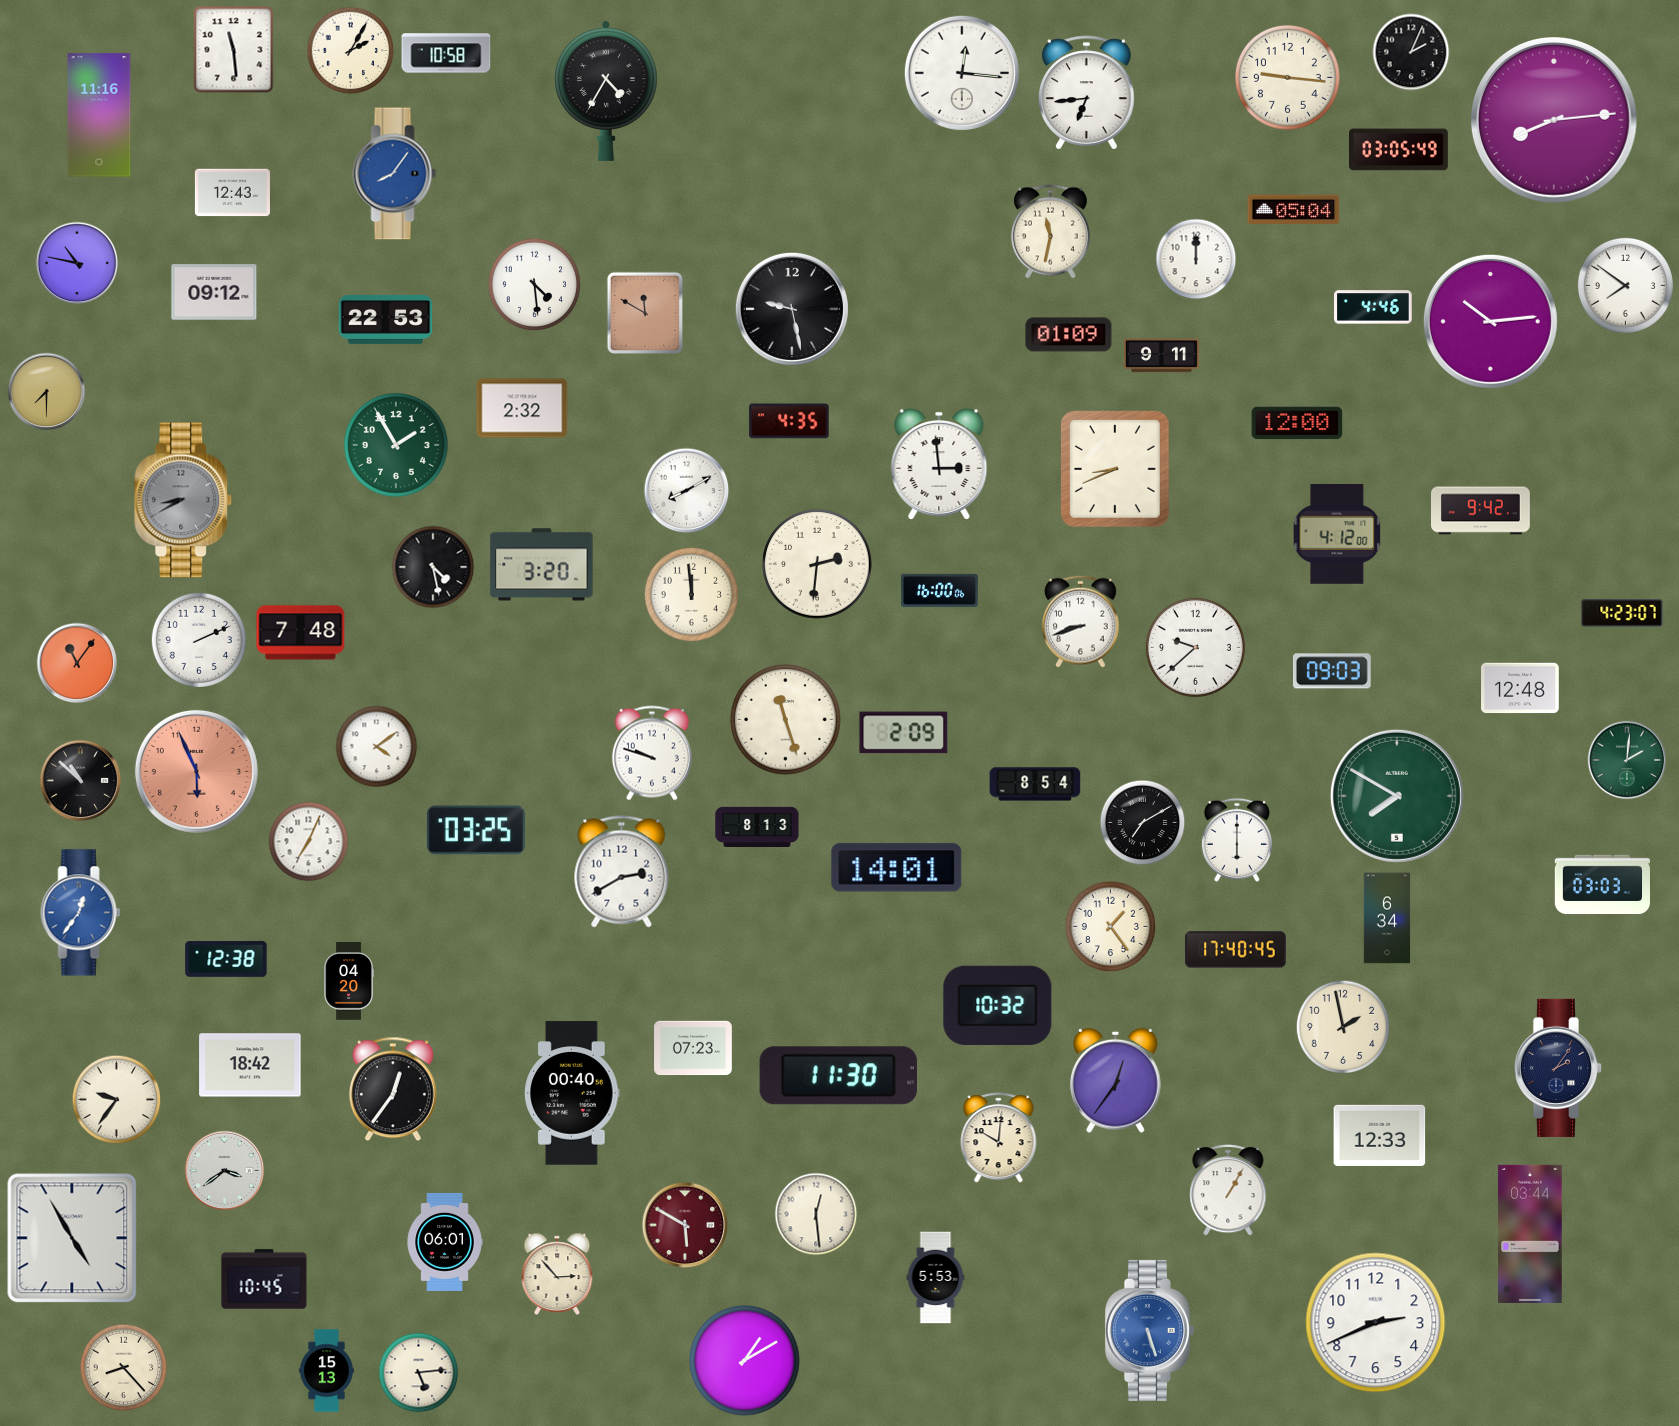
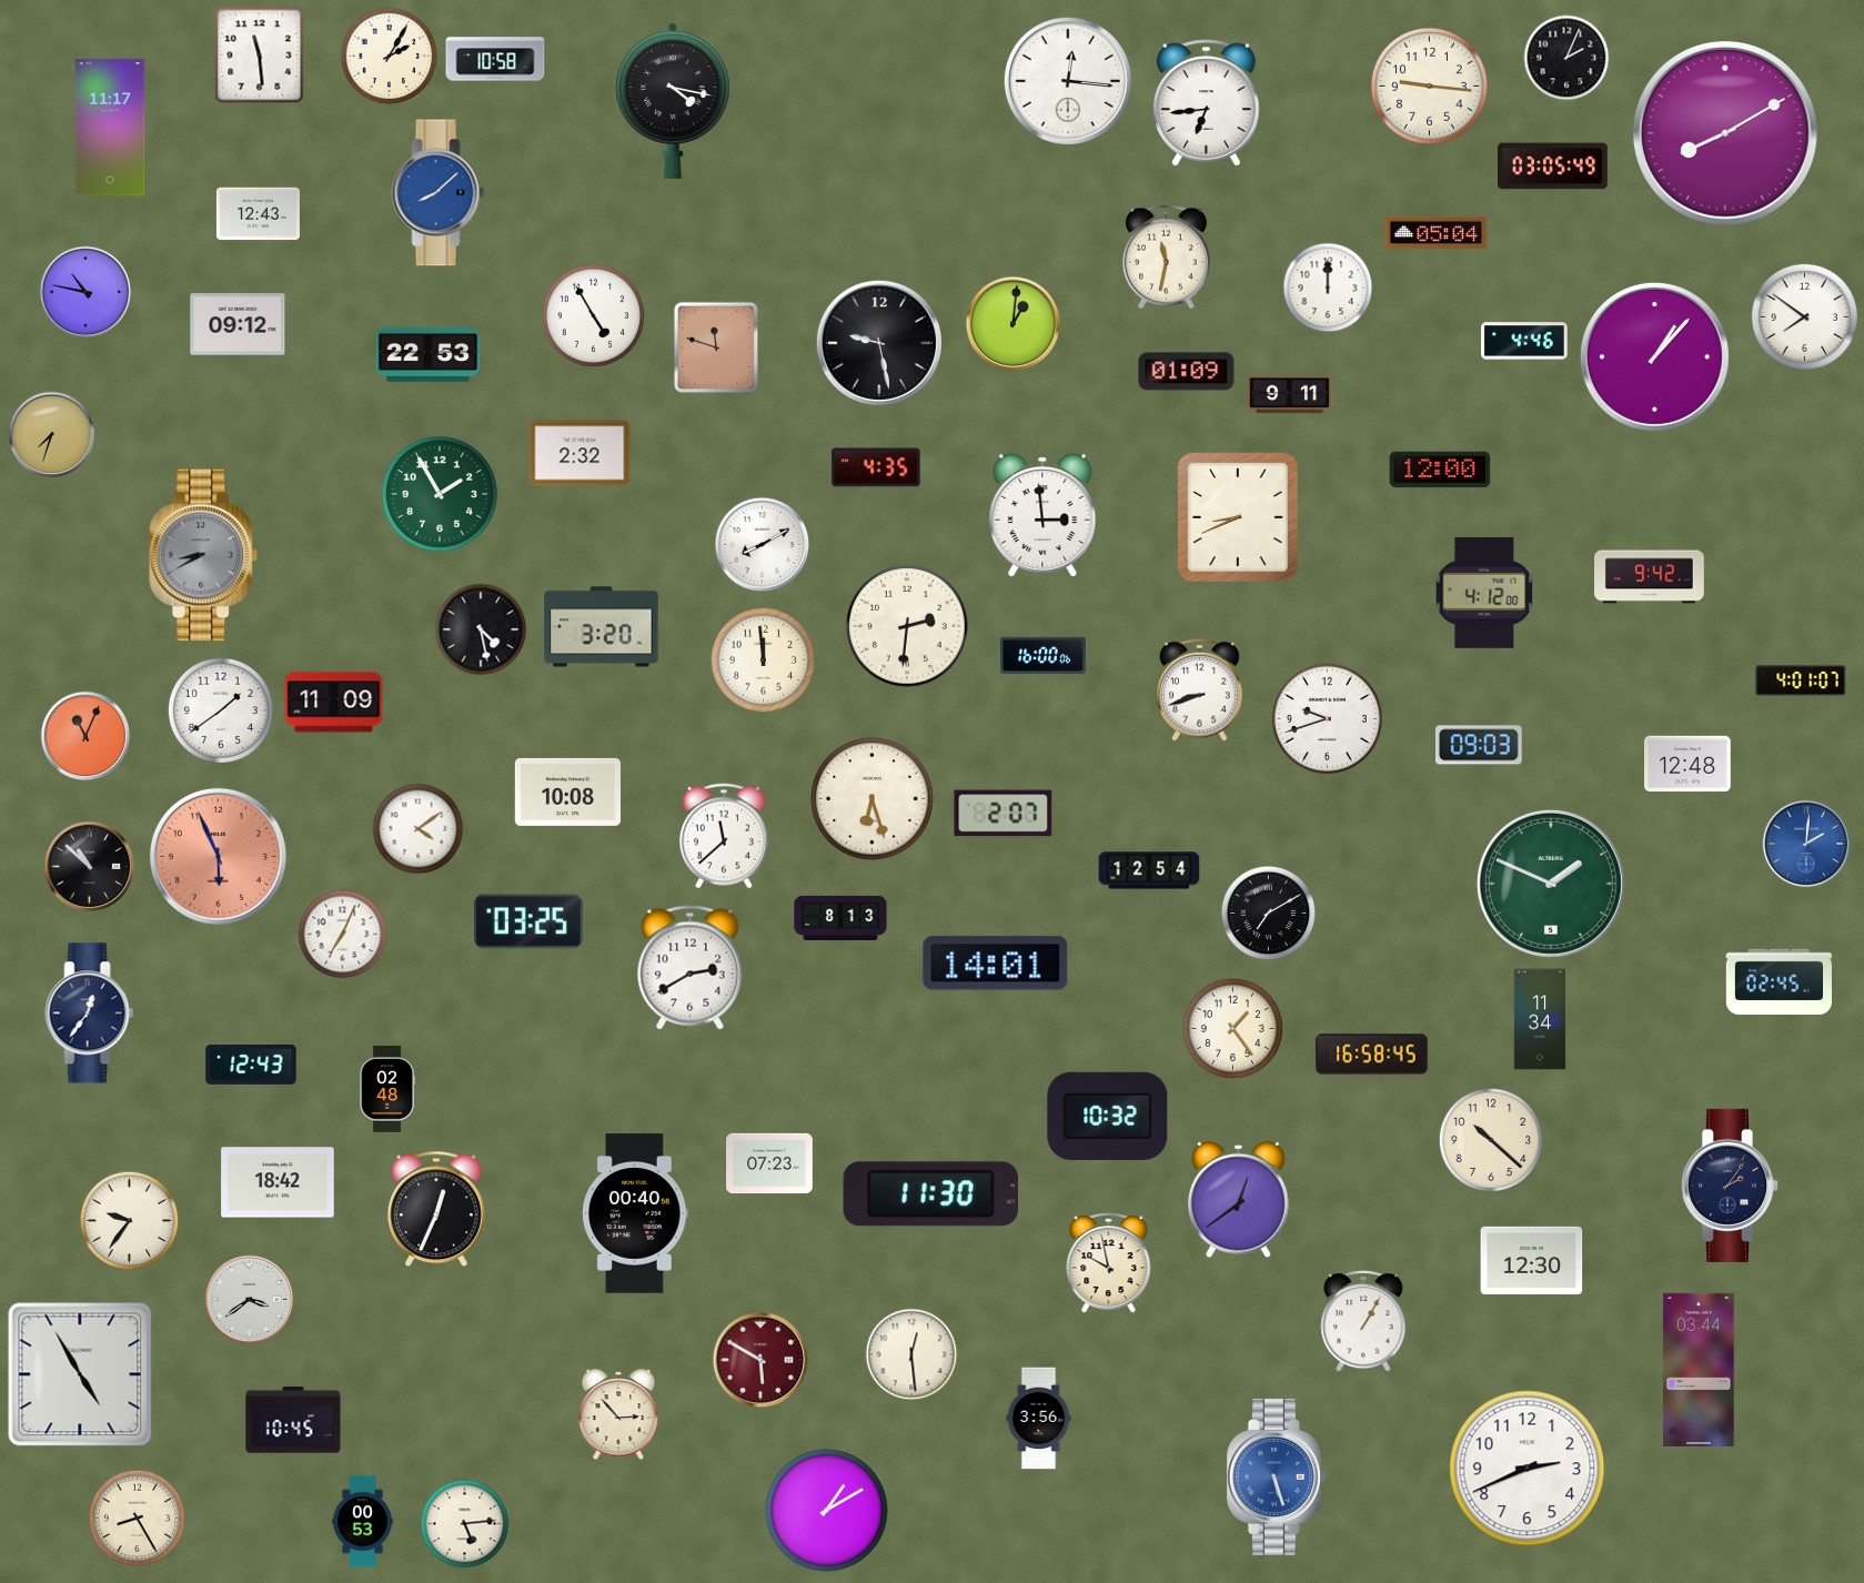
clock at (607, 91): 4:35 -> 4:17
clock at (99, 115): 11:16 -> 11:17
clock at (1555, 121): 8:14 -> 8:10
clock at (395, 174): 8:06 -> 8:08
clock at (534, 284): 4:29 -> 4:55
clock at (1014, 324): none -> 1:01
clock at (644, 312): 11:50 -> 11:48
clock at (1490, 321): 10:14 -> 1:07
clock at (47, 392): 7:30 -> 7:33
clock at (1116, 470) position: (1116, 470) -> (1239, 518)
clock at (1481, 511) position: (1481, 511) -> (1650, 577)
clock at (691, 594) position: (691, 594) -> (763, 659)
clock at (1622, 613): 4:23 -> 4:01
clock at (301, 633): 7:48 -> 11:09
clock at (199, 640): 2:11 -> 1:39
clock at (1195, 647): 9:38 -> 9:42
clock at (77, 663): 11:06 -> 11:04
clock at (567, 791): none -> 10:08
clock at (786, 720): 11:27 -> 6:27
clock at (904, 733): 2:09 -> 2:07
clock at (652, 753): 9:48 -> 11:38
clock at (1627, 760) dial: green -> blue
clock at (1035, 784): 8:54 -> 12:54
clock at (1397, 796): 7:50 -> 1:49
clock at (1237, 840): 6:00 -> none
clock at (1602, 884): 03:03 -> 02:45
clock at (81, 913) dial: blue -> navy
clock at (1387, 918): 6:34 -> 11:34
clock at (1236, 950): 17:40 -> 16:58
clock at (226, 960): 12:38 -> 12:43
clock at (348, 981): 04:20 -> 02:48
clock at (1342, 1026): 1:58 -> 10:22
clock at (1116, 1080): 12:36 -> 12:39
clock at (393, 1089): 12:36 -> 12:34
clock at (1380, 1135): 12:33 -> 12:30
clock at (999, 1138): 10:01 -> 9:58
clock at (816, 1214) position: (816, 1214) -> (911, 1354)
clock at (445, 1242): 06:01 -> none
clock at (936, 1278): 5:53 -> 3:56
clock at (124, 1368): 8:23 -> 8:25
clock at (327, 1371): 15:13 -> 00:53
